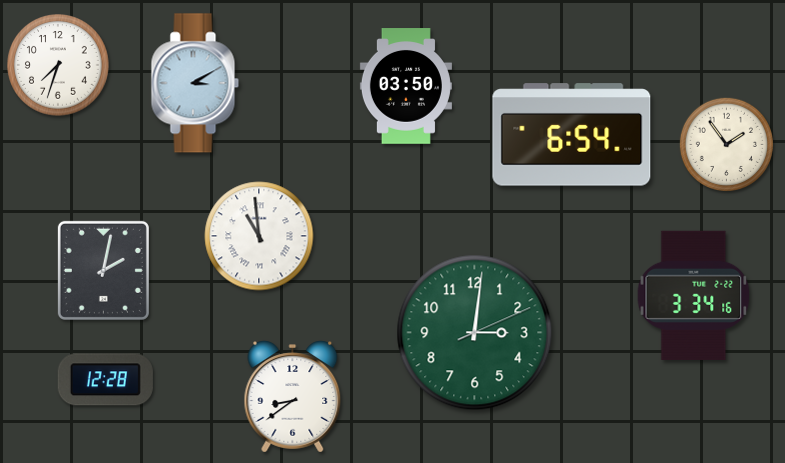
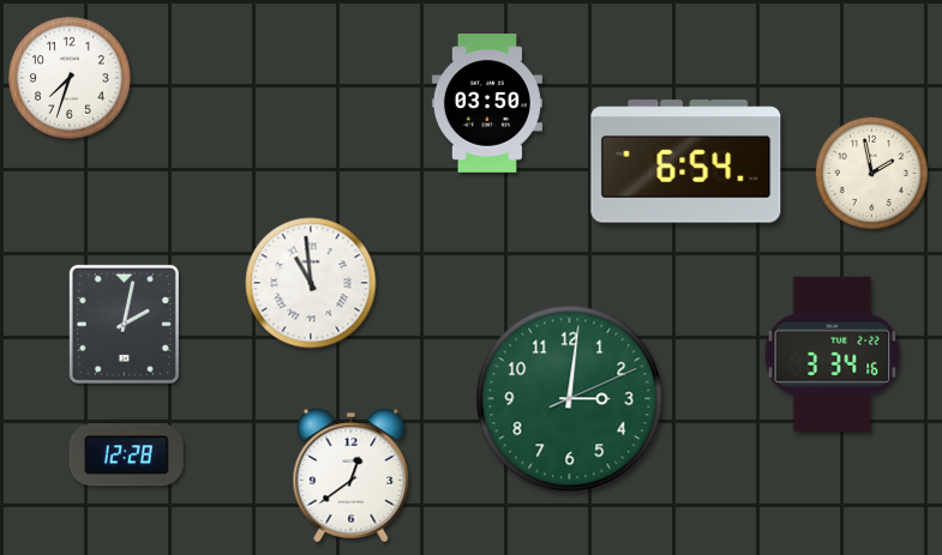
clock at (195, 83): 3:10 -> none
clock at (726, 144): 1:54 -> 1:58
clock at (293, 397): 8:39 -> 12:39
